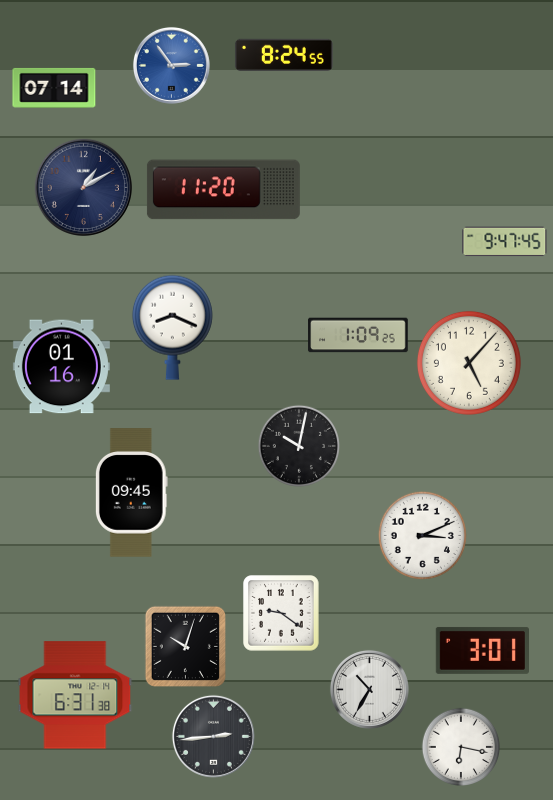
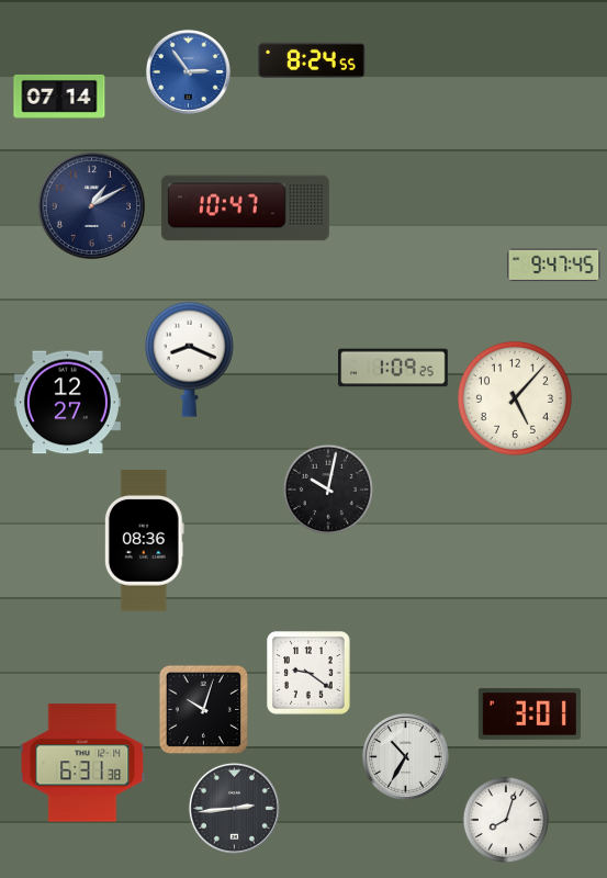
clock at (223, 190): 11:20 -> 10:47
clock at (61, 367): 01:16 -> 12:27
clock at (131, 493): 09:45 -> 08:36
clock at (422, 535): 3:11 -> none
clock at (460, 746): 6:17 -> 8:03
